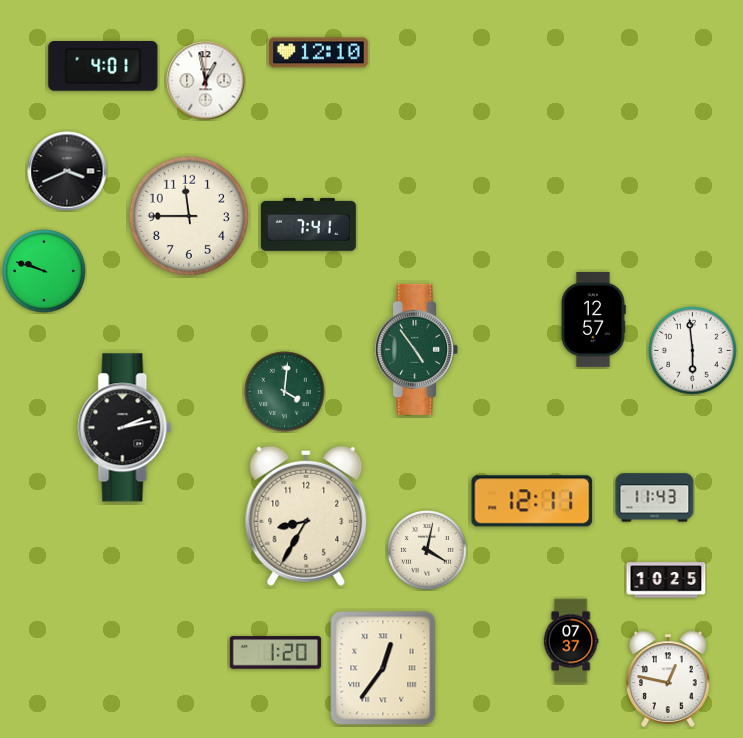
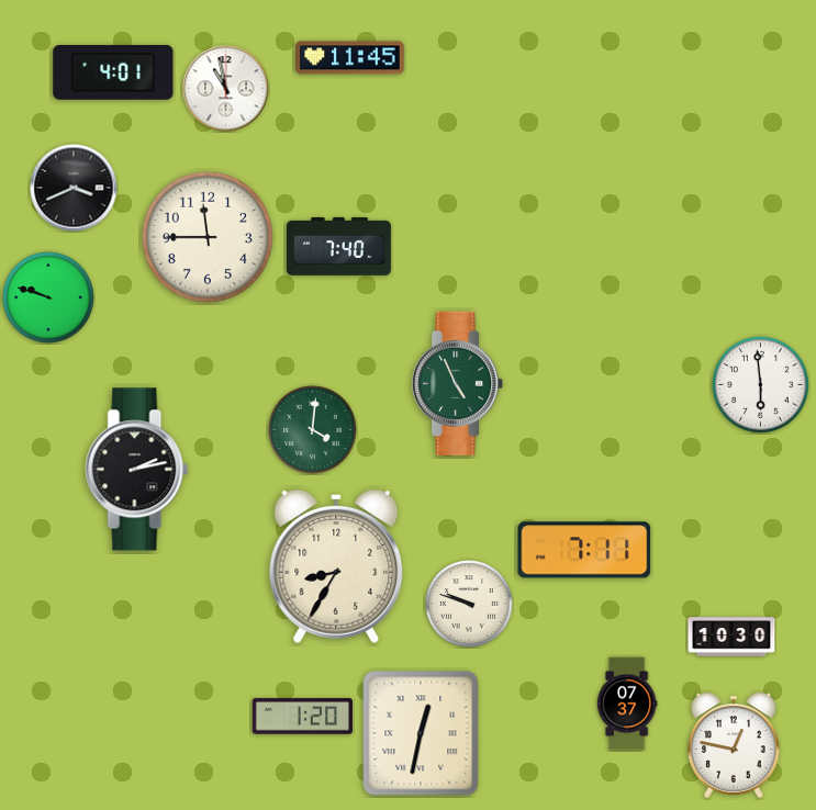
clock at (319, 53): 12:10 -> 11:45
clock at (206, 81): 12:58 -> 10:58
clock at (308, 224): 7:41 -> 7:40
clock at (593, 319): 12:57 -> none
clock at (417, 349): 4:54 -> 4:56
clock at (655, 498): 11:43 -> none
clock at (532, 501): 12:11 -> 7:11
clock at (427, 550): 4:02 -> 9:48
clock at (666, 580): 10:25 -> 10:30
clock at (383, 668): 12:36 -> 12:32
